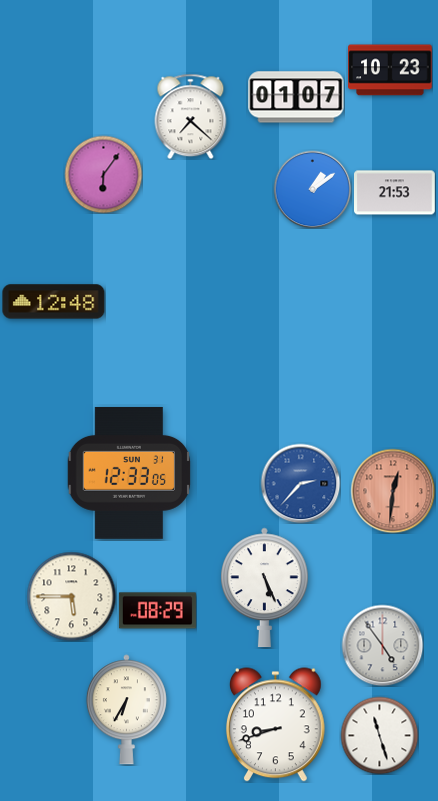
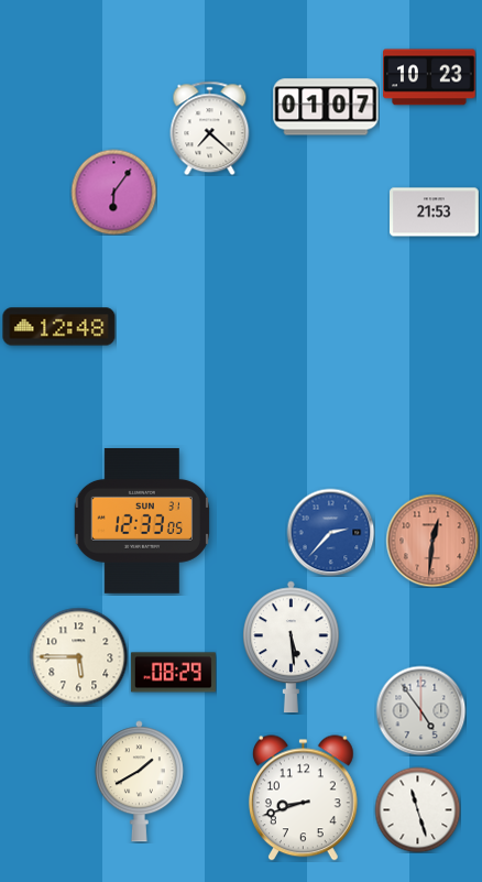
clock at (312, 189): 1:09 -> none
clock at (54, 302) position: (54, 302) -> (59, 327)
clock at (265, 588): 5:26 -> 5:29
clock at (126, 710): 6:35 -> 1:40
